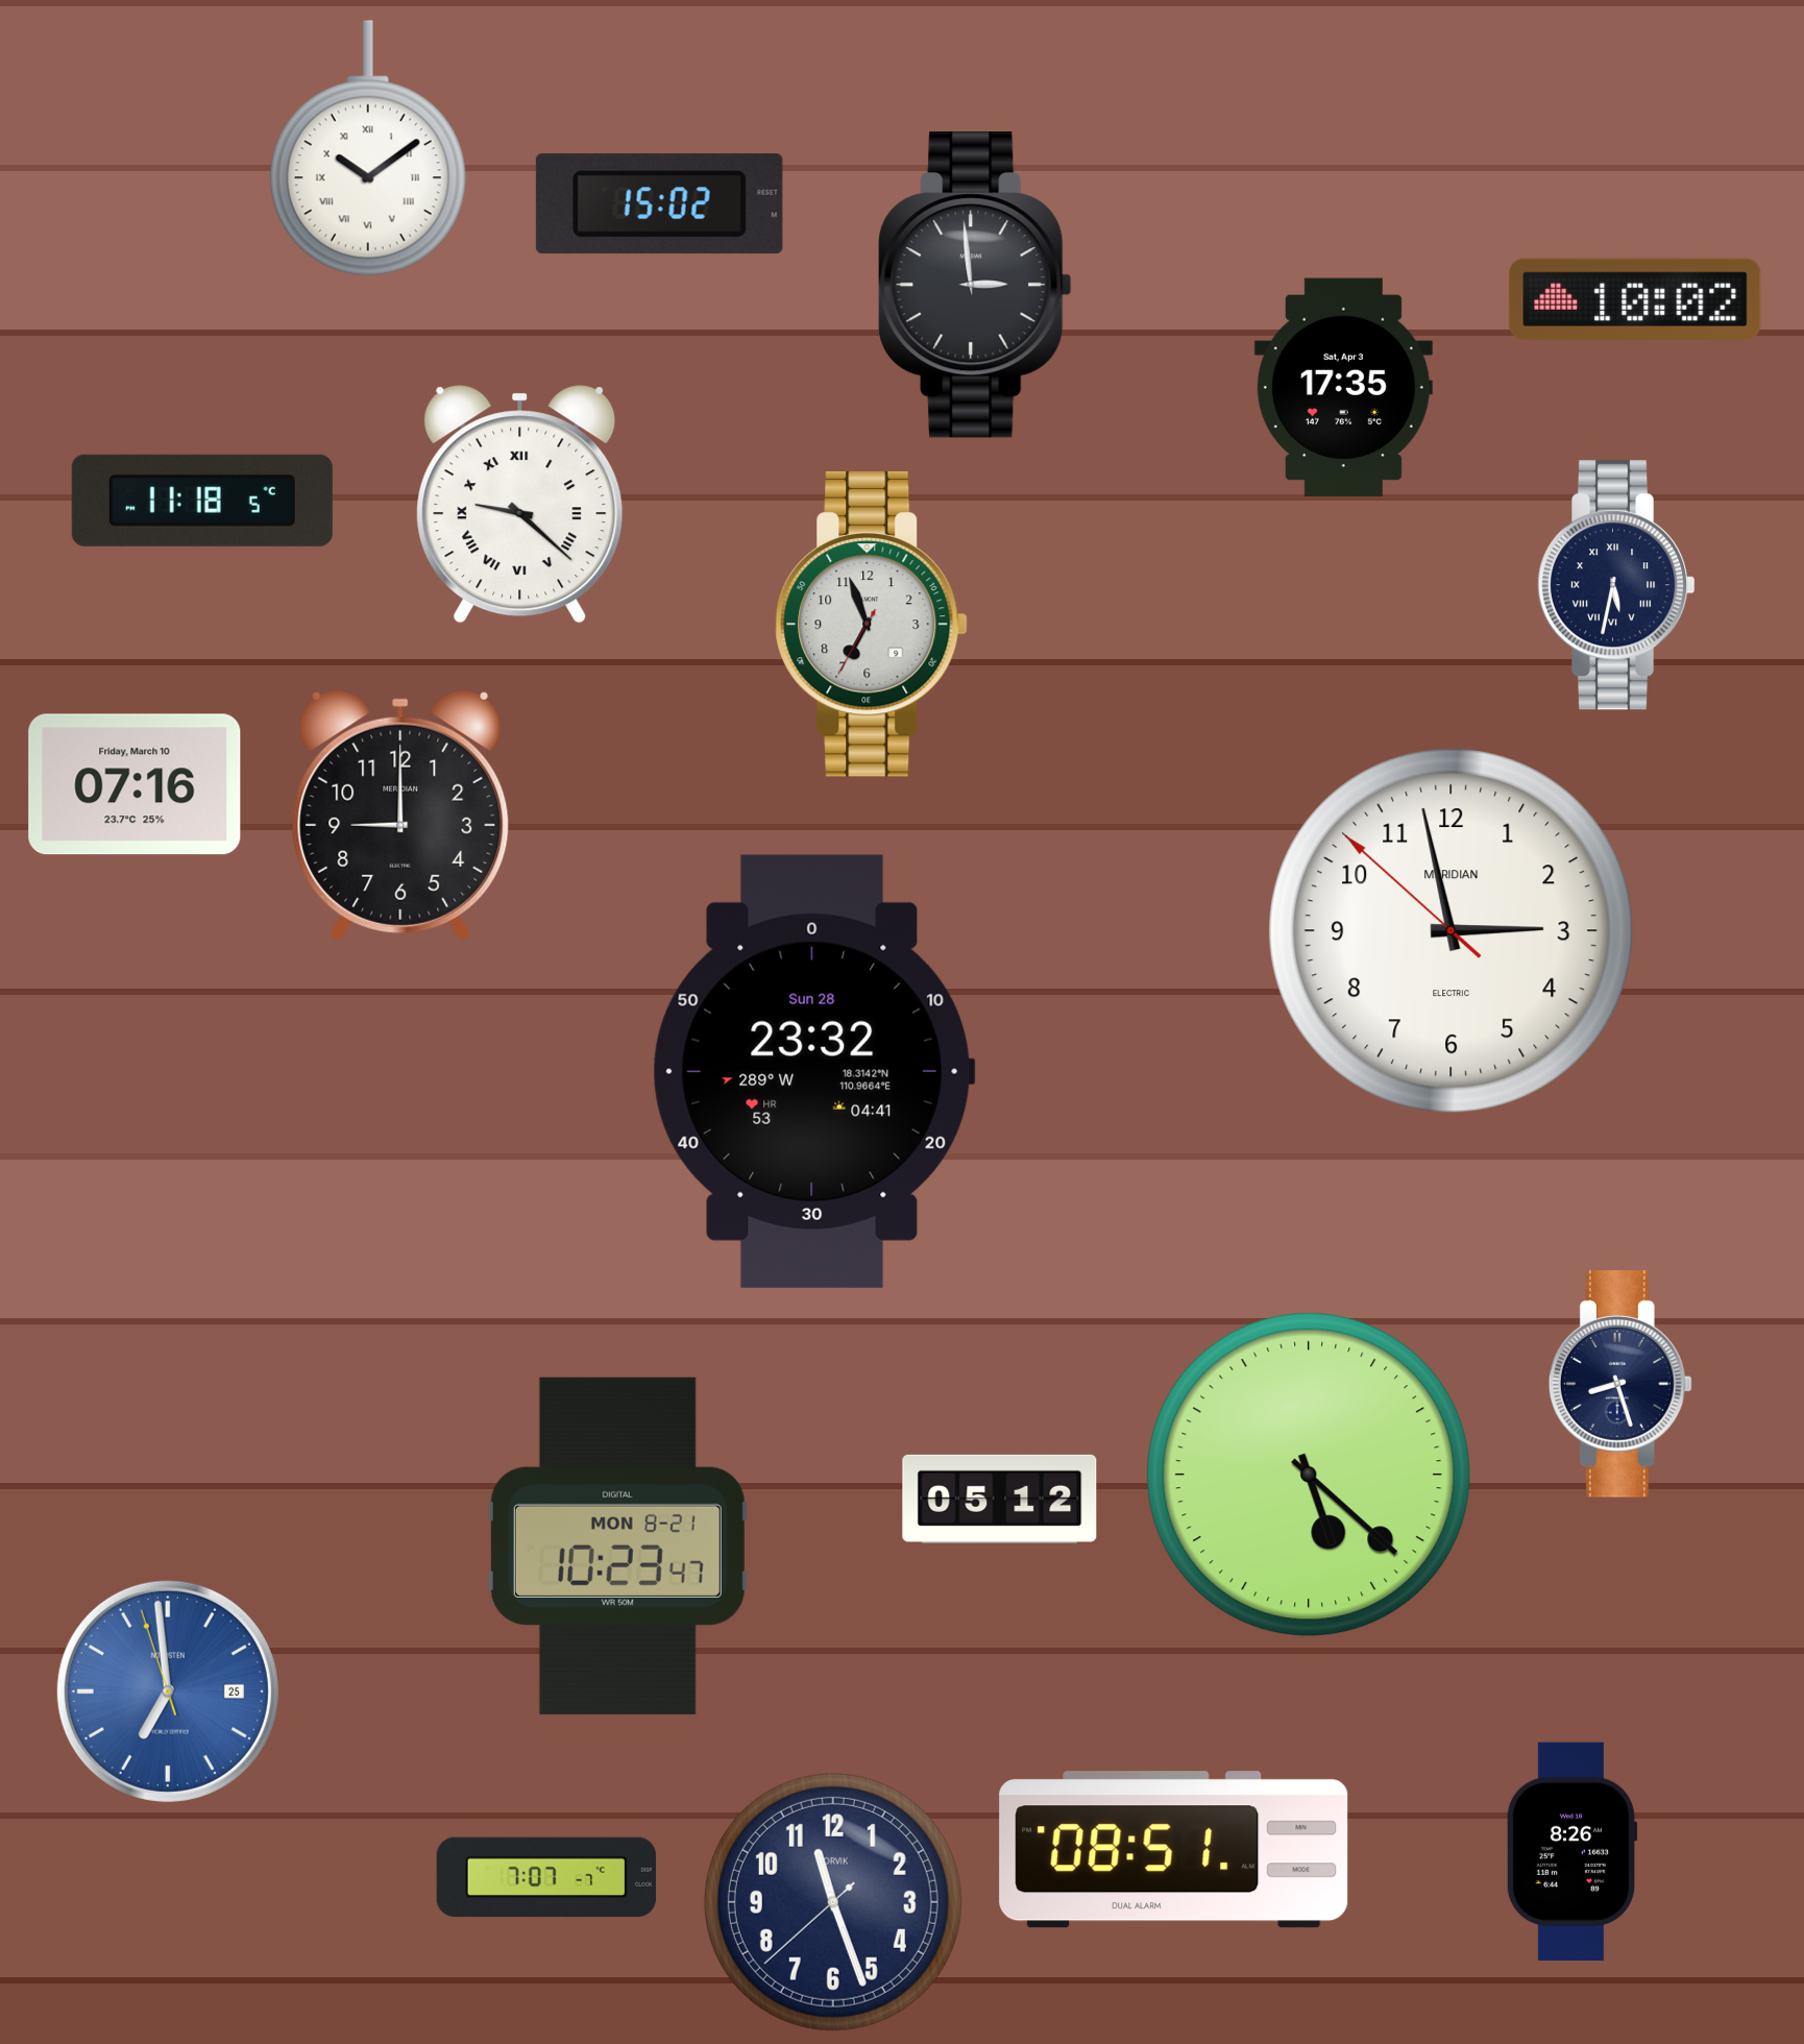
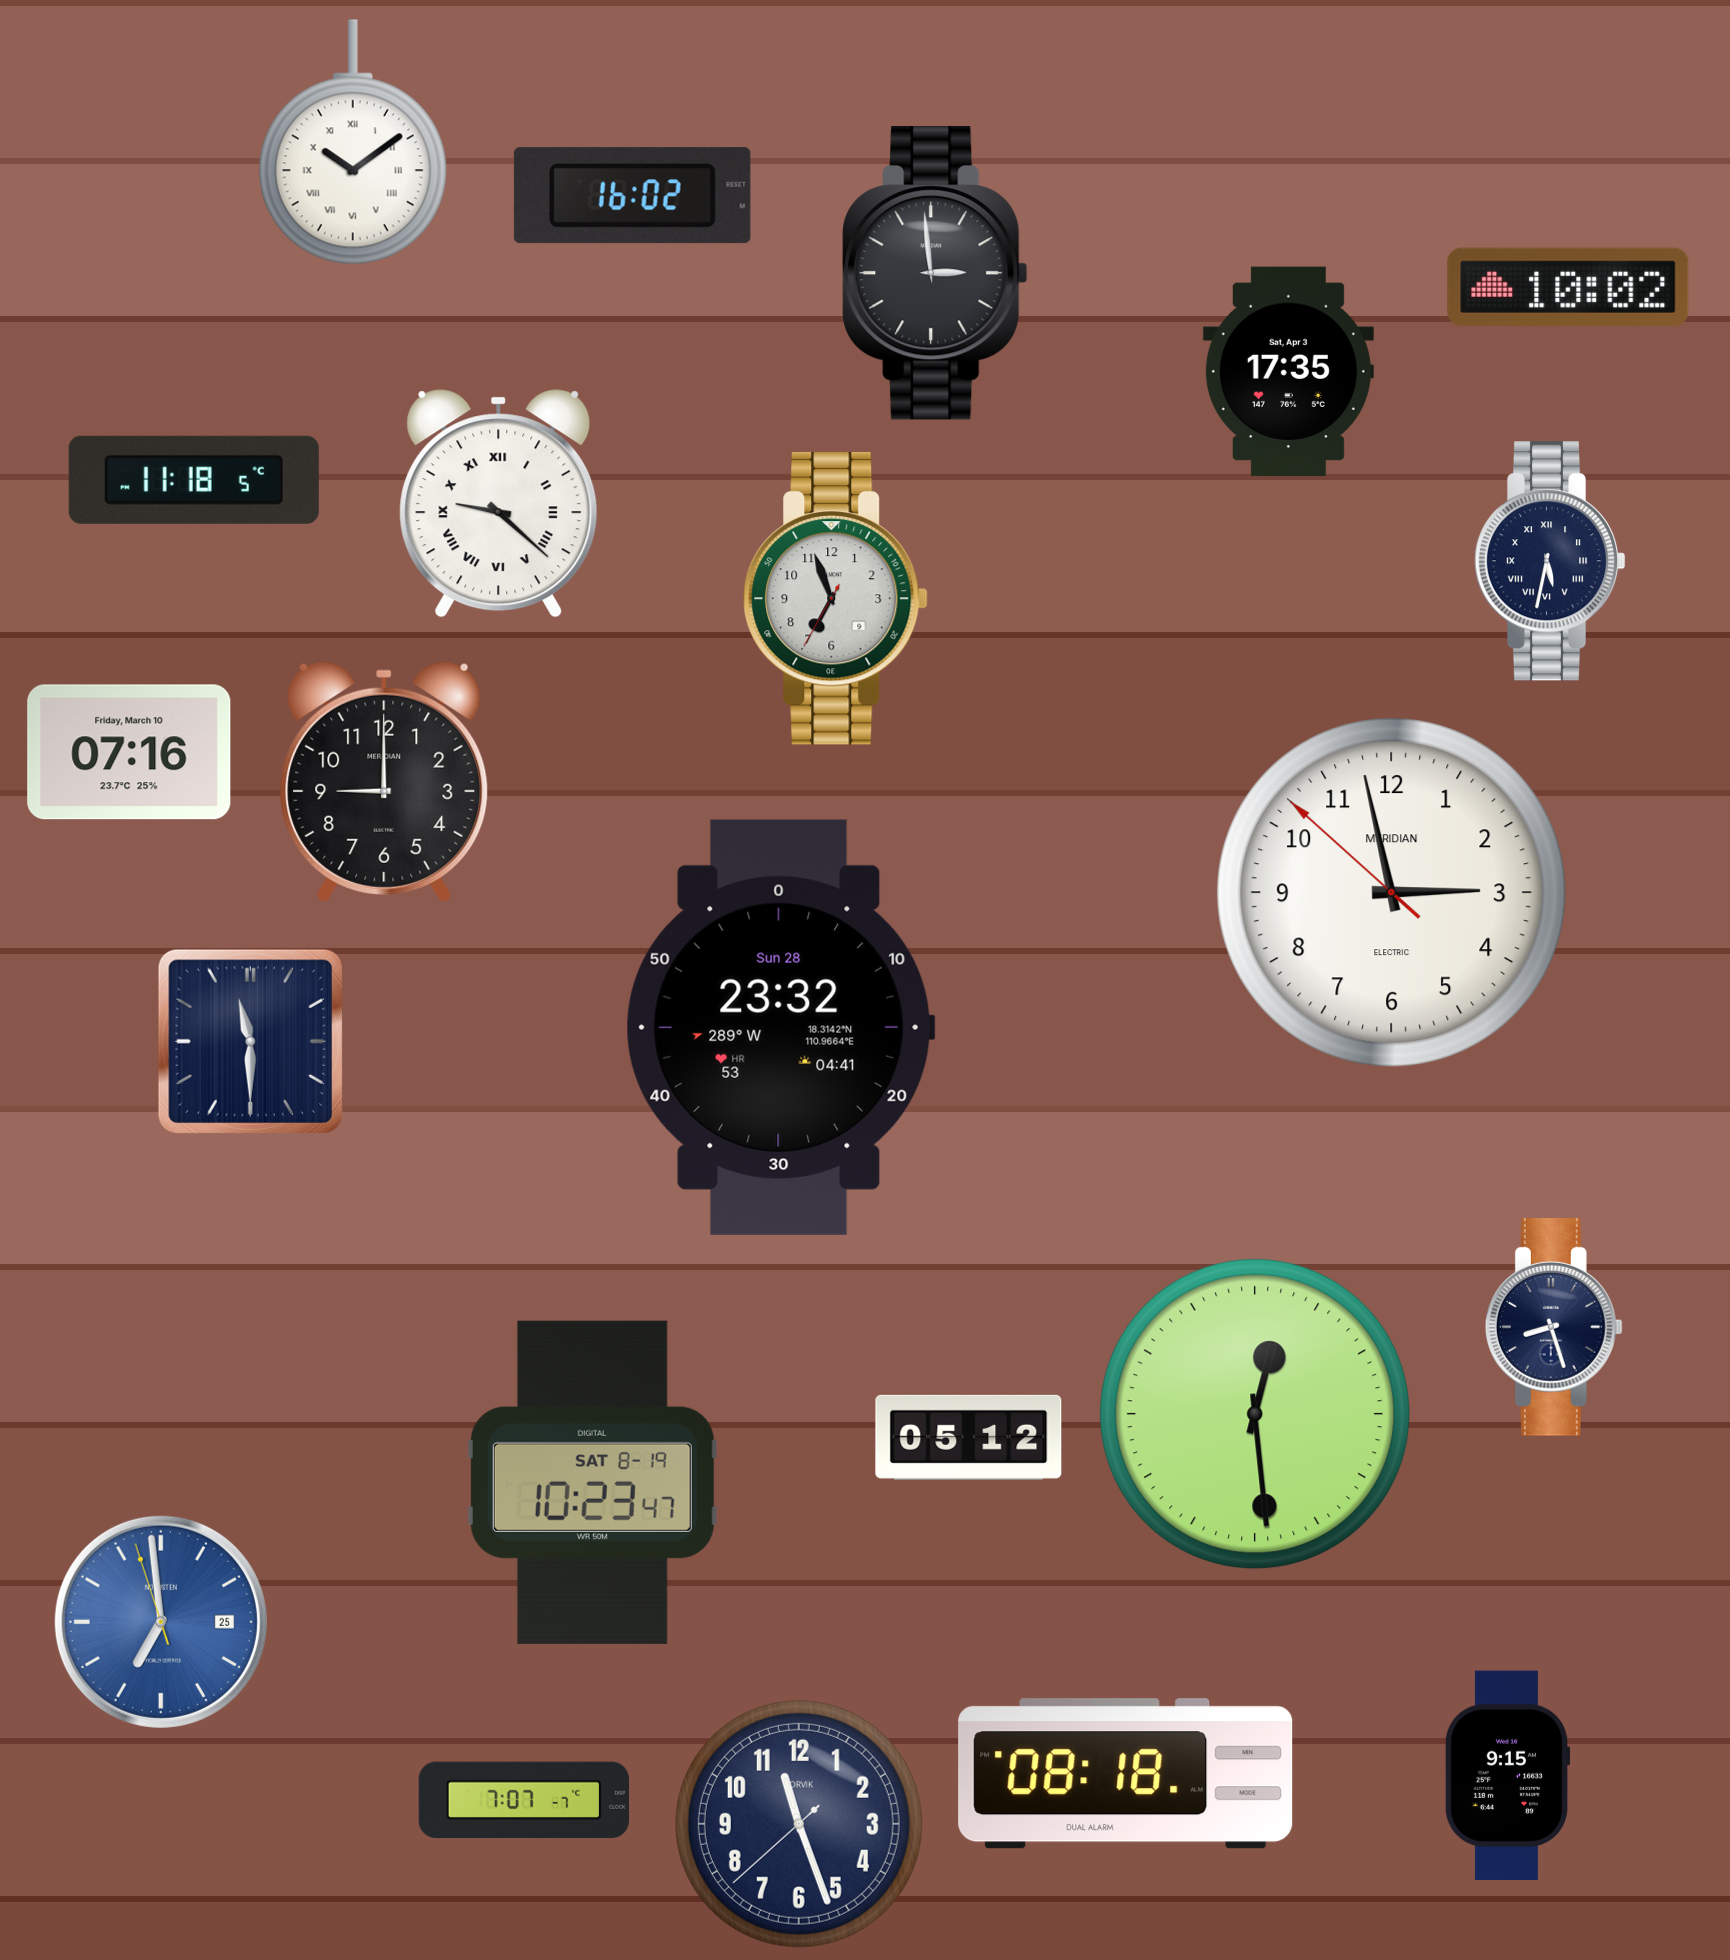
clock at (659, 204): 15:02 -> 16:02
clock at (520, 505) position: (520, 505) -> (499, 504)
clock at (250, 1041): none -> 11:30
clock at (1309, 1475): 5:22 -> 12:29
clock at (1000, 1499) position: (1000, 1499) -> (969, 1437)
clock at (617, 1546) date: MON 8-21 -> SAT 8-19
clock at (1174, 1850): 08:51 -> 08:18
clock at (1571, 1852): 8:26 -> 9:15
